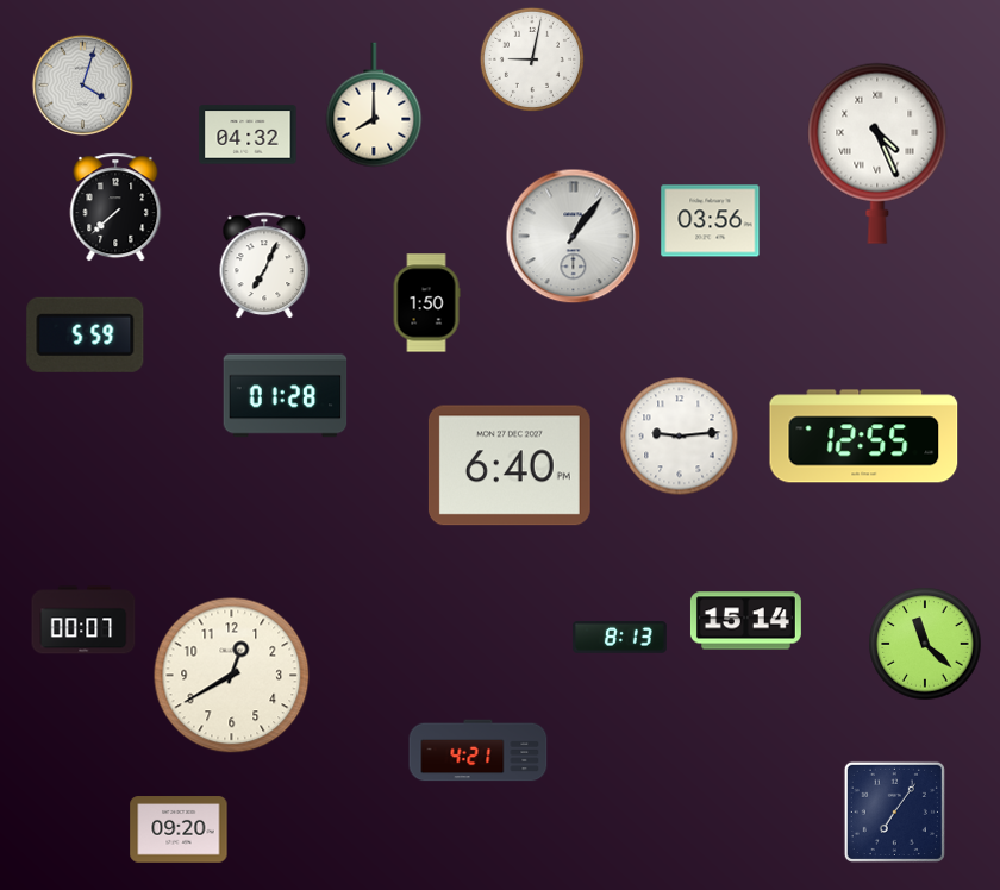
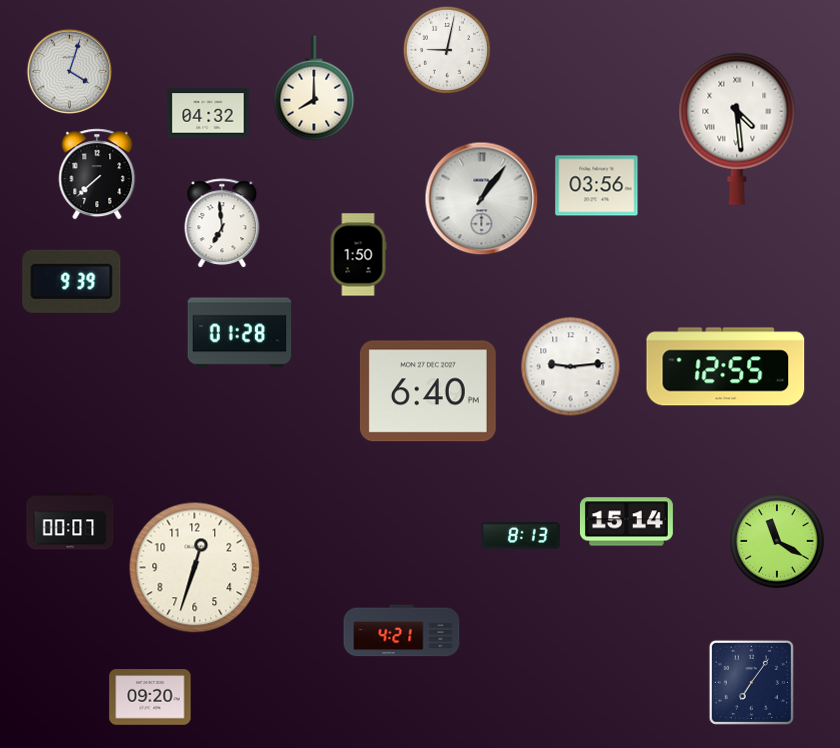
clock at (877, 153): 4:26 -> 4:29
clock at (264, 267): 7:04 -> 6:59
clock at (86, 334): 5:59 -> 9:39
clock at (925, 644): 11:22 -> 11:20
clock at (232, 676): 12:40 -> 12:33
